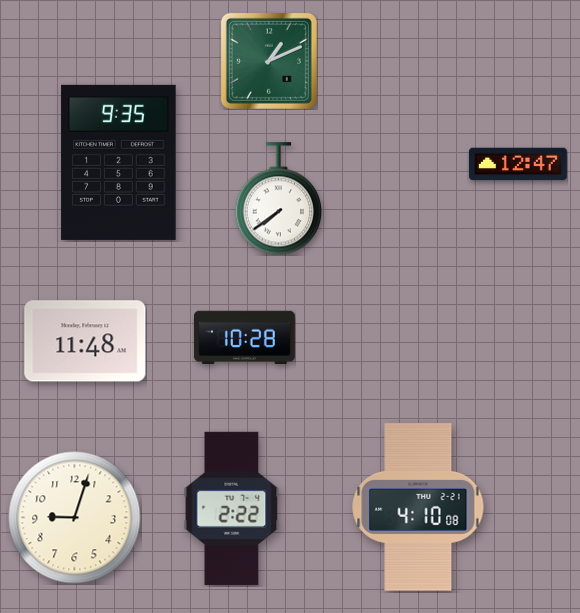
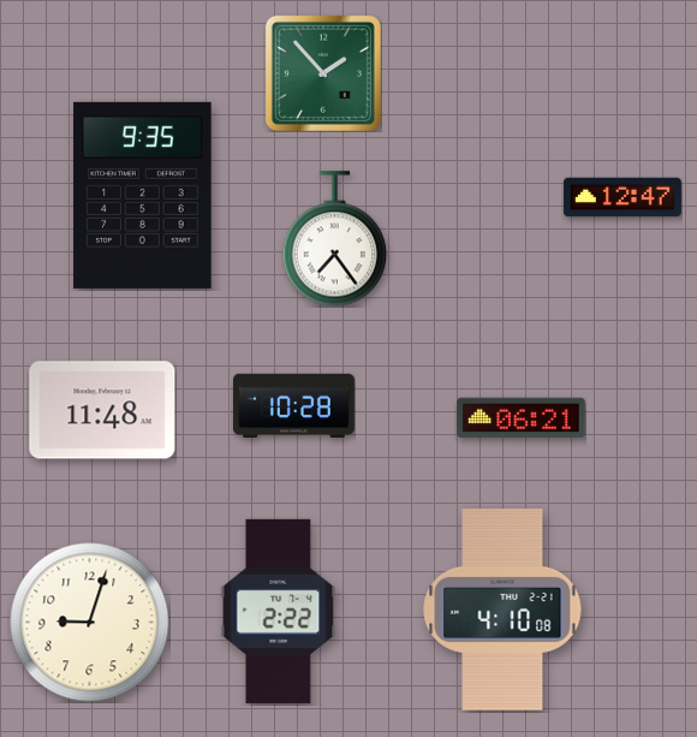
clock at (269, 61): 1:11 -> 1:53
clock at (279, 199): 7:39 -> 7:24
clock at (522, 418): none -> 06:21
